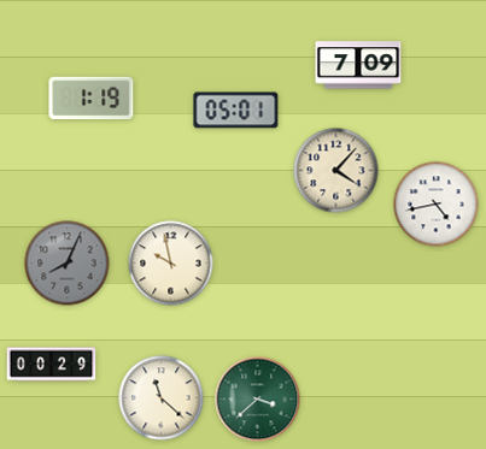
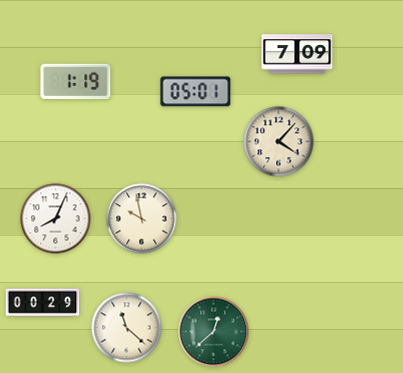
clock at (437, 205): 4:43 -> none
clock at (68, 264) dial: grey -> white
clock at (162, 398) position: (162, 398) -> (127, 328)
clock at (258, 400): 3:38 -> 12:38
